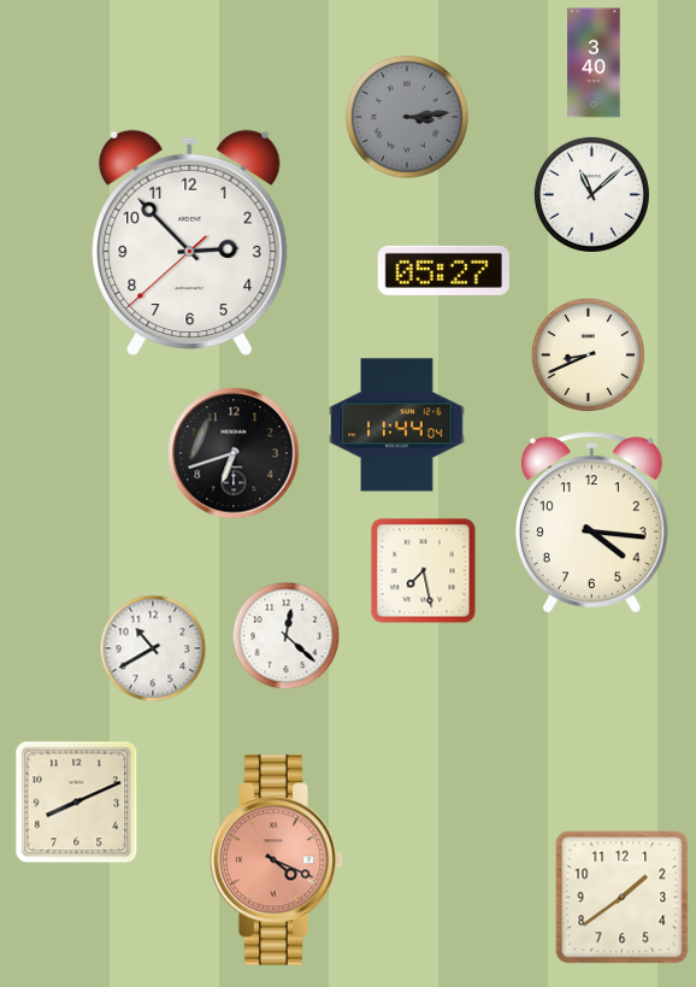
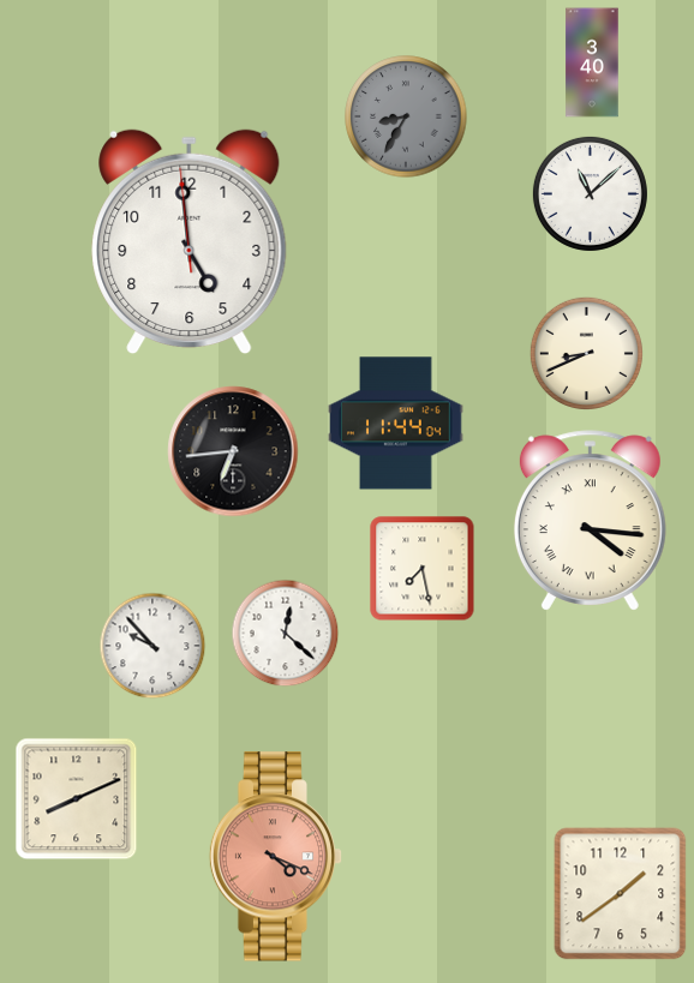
clock at (407, 117): 3:14 -> 8:35
clock at (190, 243): 2:52 -> 4:58
clock at (443, 270): 05:27 -> none
clock at (234, 453): 6:42 -> 6:44
clock at (591, 523) numerals: Arabic -> Roman
clock at (153, 648): 10:40 -> 9:53
